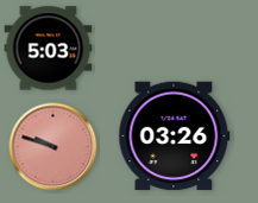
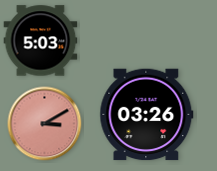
clock at (54, 147): 9:48 -> 3:10
